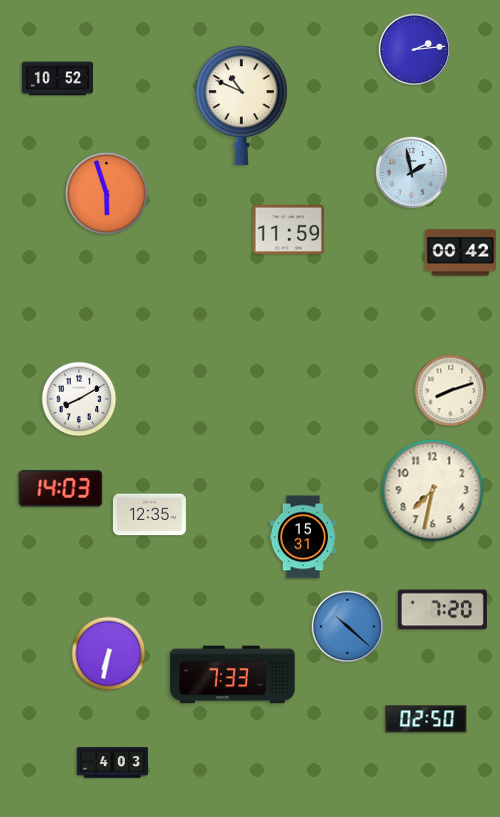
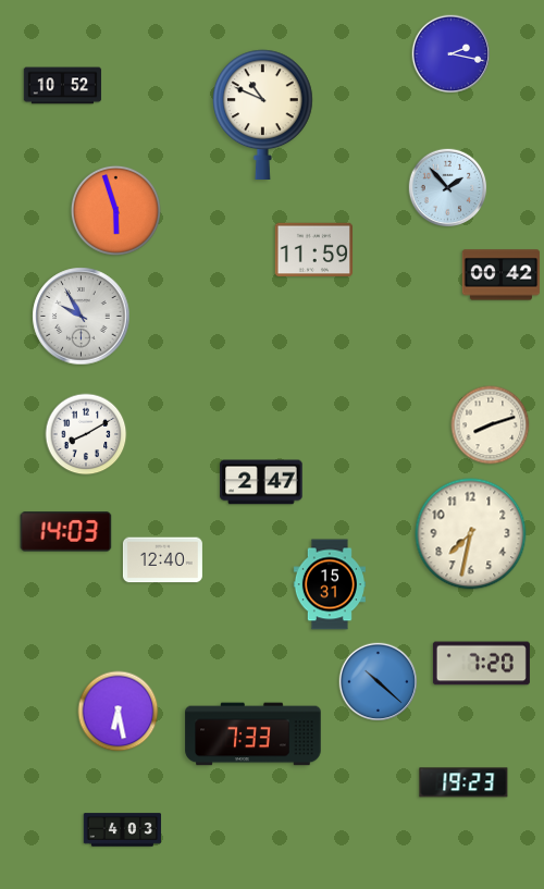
clock at (415, 50): 2:14 -> 2:17
clock at (412, 173): 1:58 -> 1:53
clock at (82, 317): none -> 9:55
clock at (261, 482): none -> 2:47
clock at (149, 515): 12:35 -> 12:40
clock at (109, 654): 6:32 -> 6:28
clock at (426, 719): 02:50 -> 19:23
